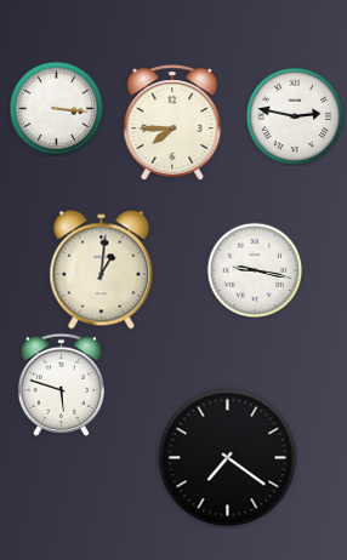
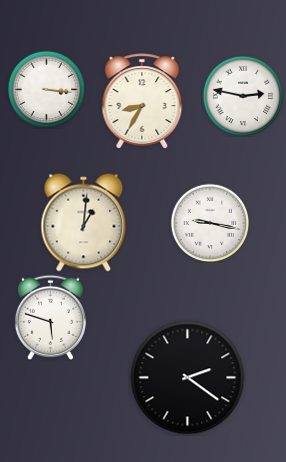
clock at (172, 122): 7:45 -> 8:35
clock at (228, 458): 7:21 -> 2:21
